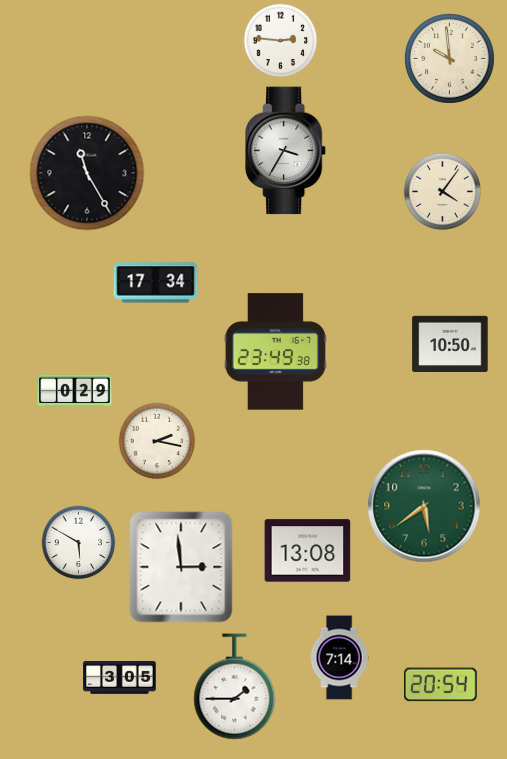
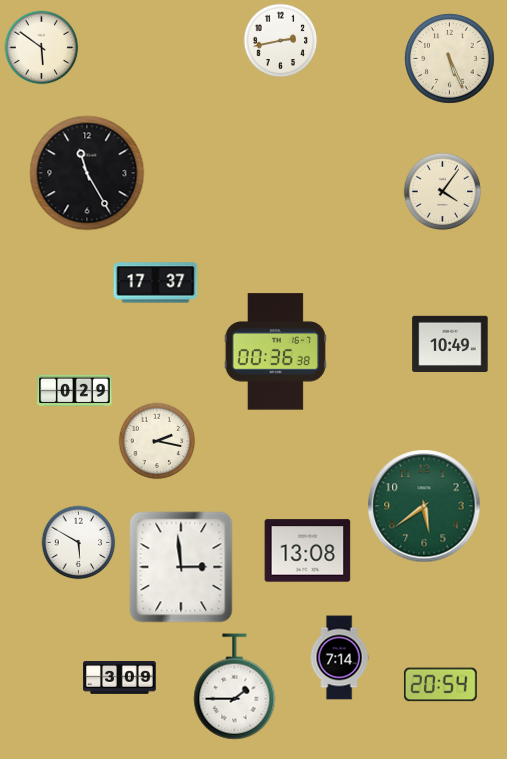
clock at (281, 41): 2:46 -> 2:43
clock at (42, 48): none -> 5:51
clock at (450, 59): 9:59 -> 5:26
clock at (287, 151): 3:35 -> none
clock at (156, 283): 17:34 -> 17:37
clock at (450, 343): 10:50 -> 10:49
clock at (275, 352): 23:49 -> 00:36
clock at (120, 678): 3:05 -> 3:09
